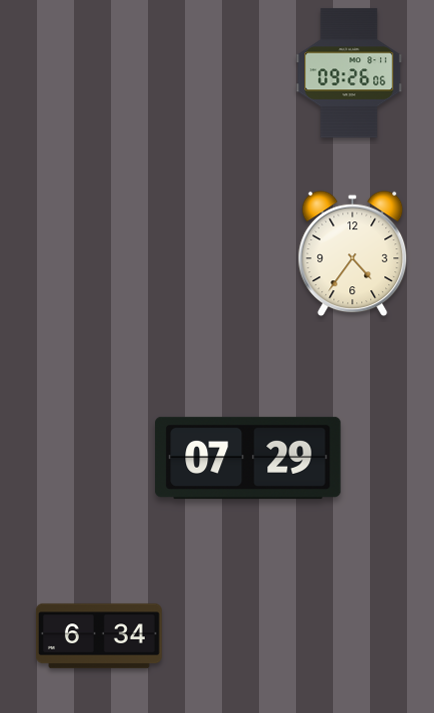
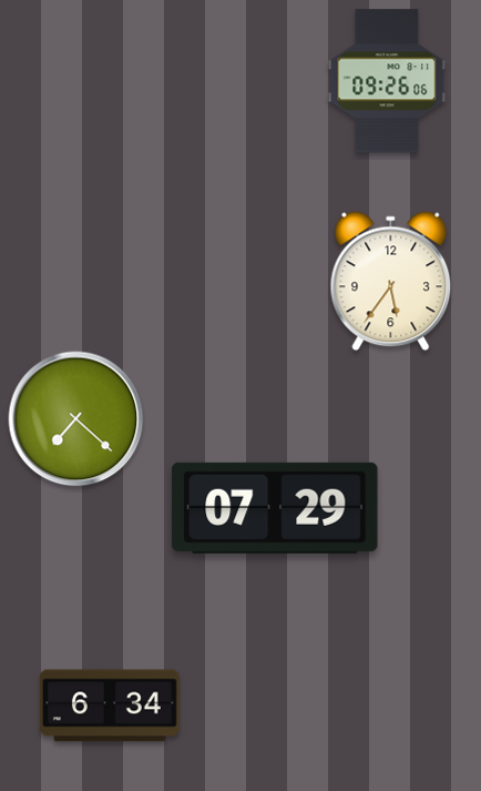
clock at (353, 254): 4:36 -> 5:36
clock at (76, 419): none -> 7:22
